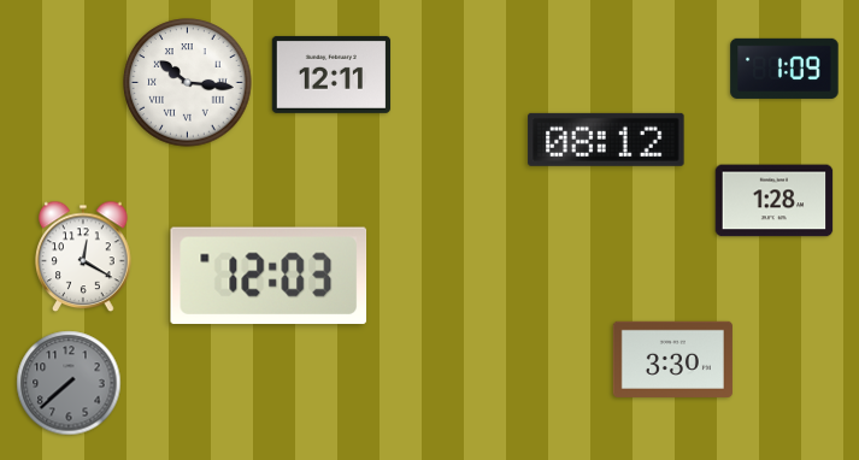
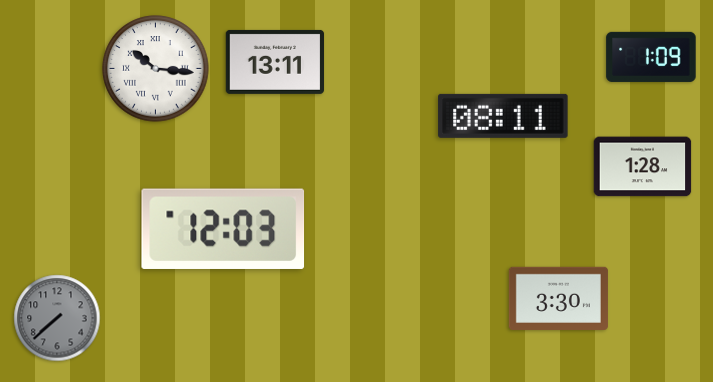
clock at (331, 75): 12:11 -> 13:11
clock at (606, 140): 08:12 -> 08:11
clock at (83, 256): 12:20 -> none
